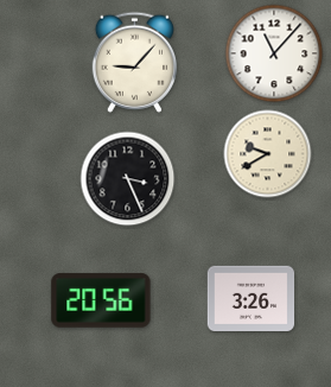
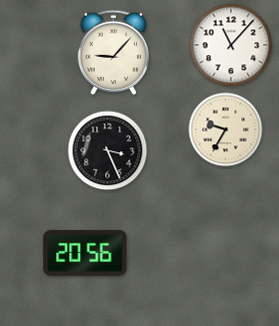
clock at (268, 154): 9:40 -> 9:35
clock at (252, 298): 3:26 -> none
